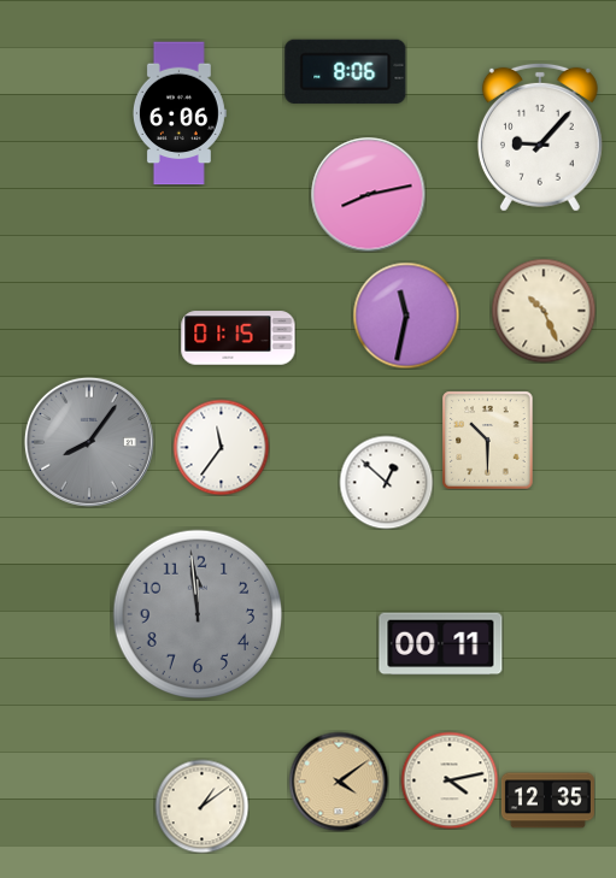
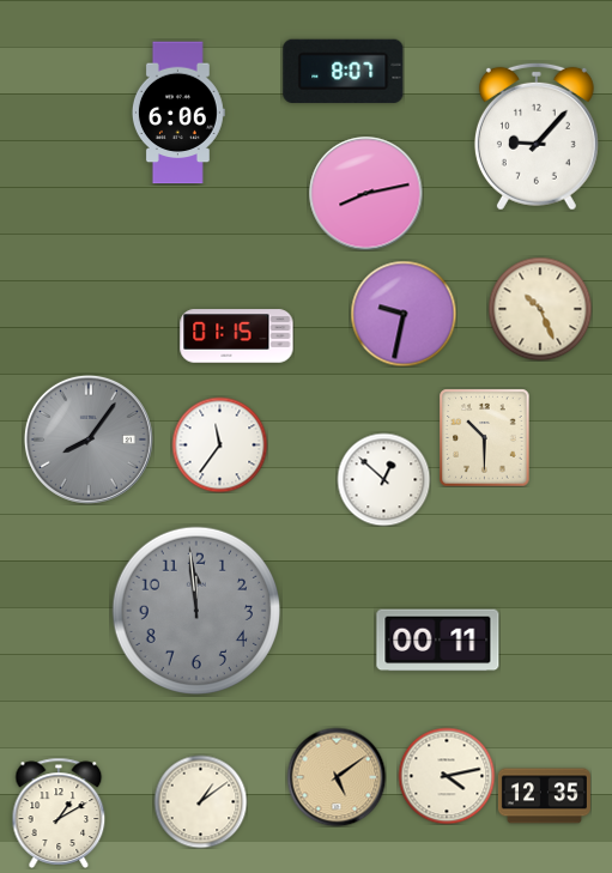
clock at (346, 71): 8:06 -> 8:07
clock at (406, 316): 11:32 -> 9:32
clock at (339, 782): 4:09 -> 5:09
clock at (59, 813): none -> 1:10
